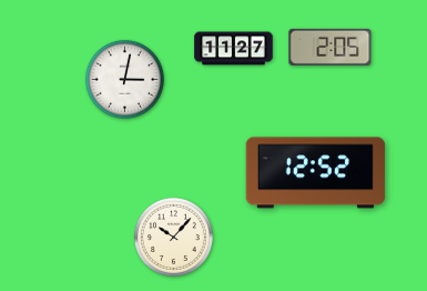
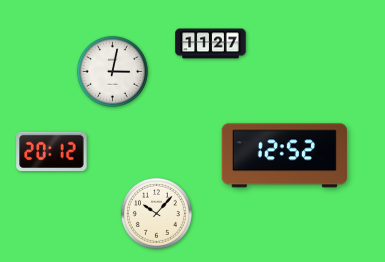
clock at (331, 47): 2:05 -> none
clock at (52, 152): none -> 20:12
